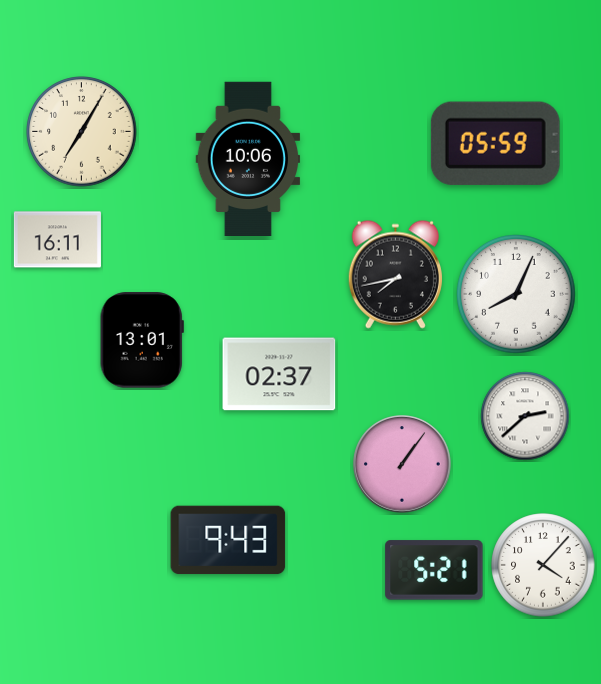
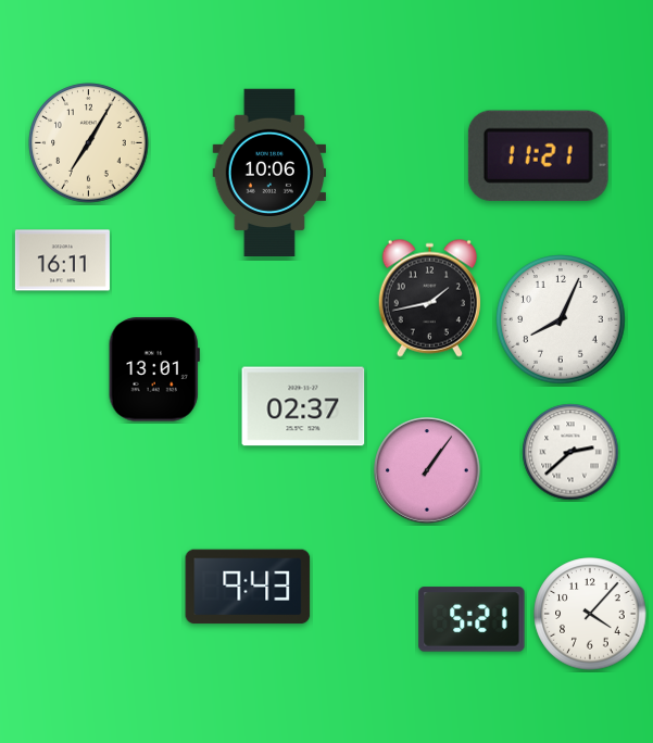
clock at (495, 143): 05:59 -> 11:21
clock at (395, 274): 7:43 -> 1:43
clock at (402, 464) position: (402, 464) -> (427, 470)
